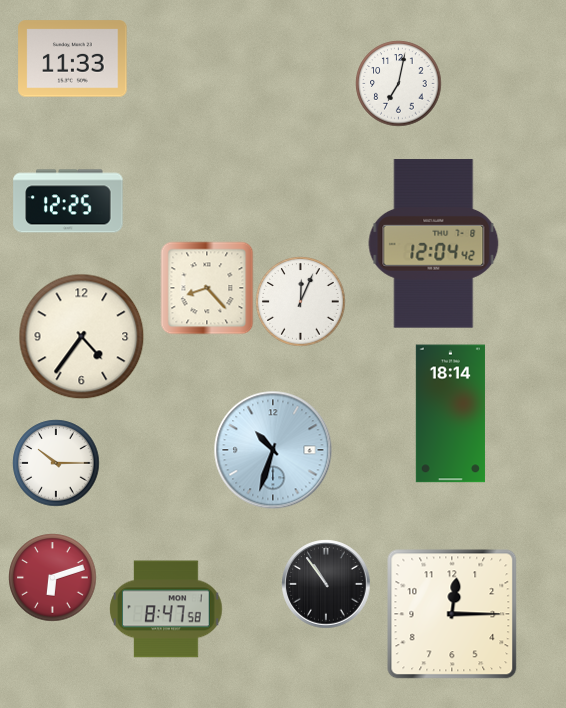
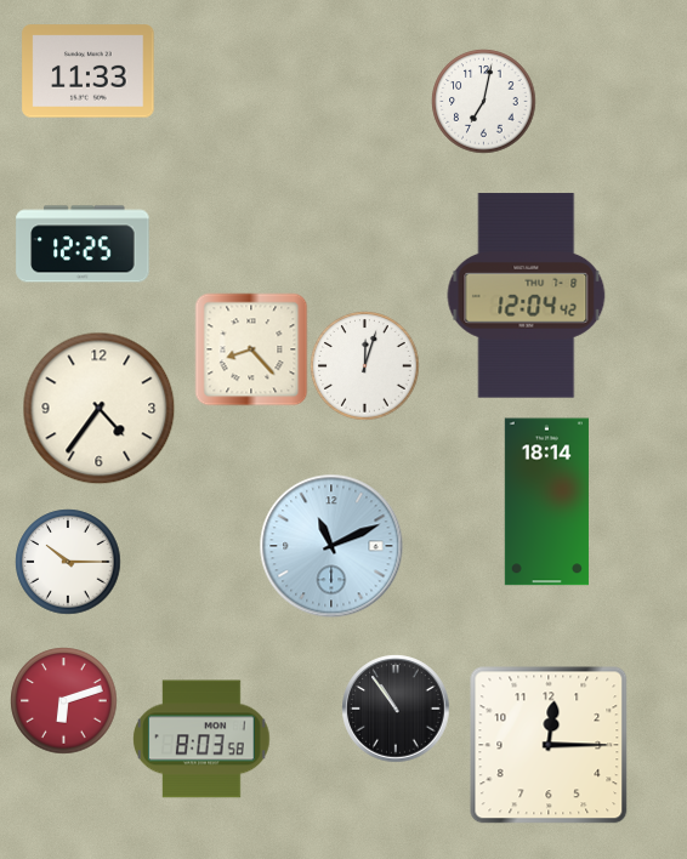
clock at (300, 301): 12:04 -> 12:03
clock at (273, 450): 10:33 -> 11:11
clock at (166, 609): 8:47 -> 8:03
